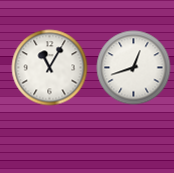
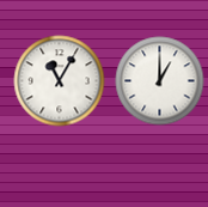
clock at (134, 68): 12:42 -> 1:00
